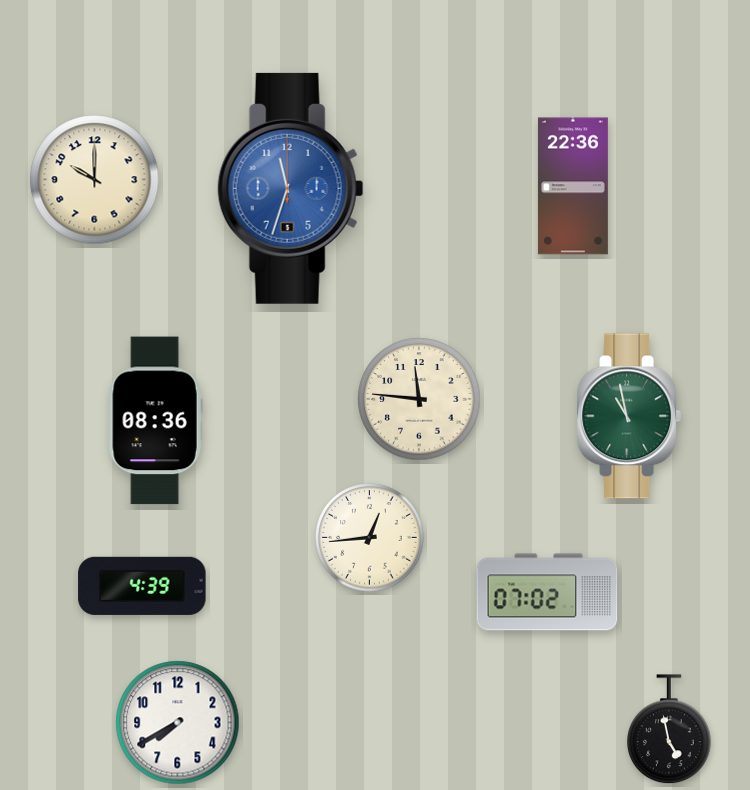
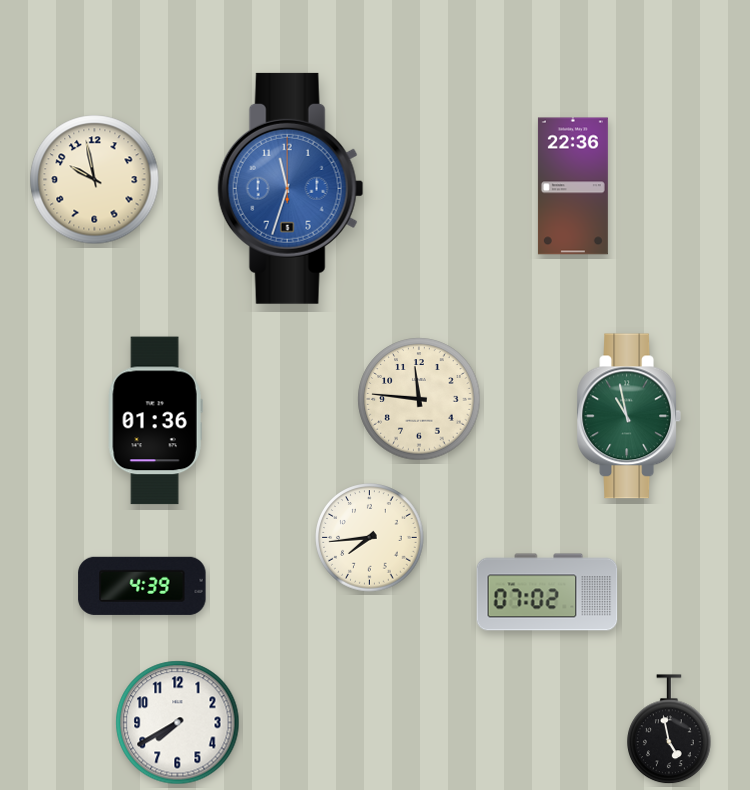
clock at (95, 180): 10:00 -> 9:58
clock at (155, 421): 08:36 -> 01:36
clock at (370, 538): 12:44 -> 7:44
